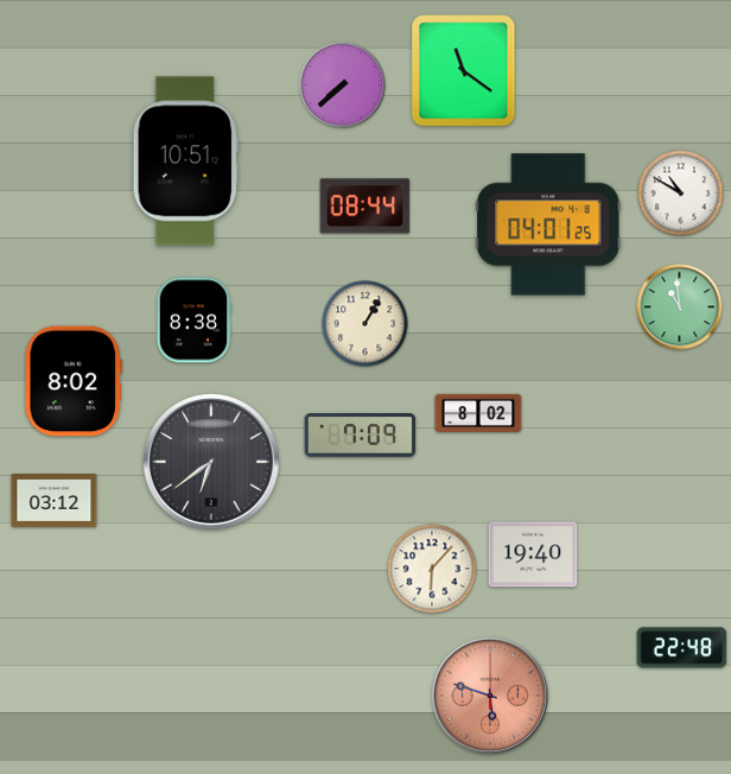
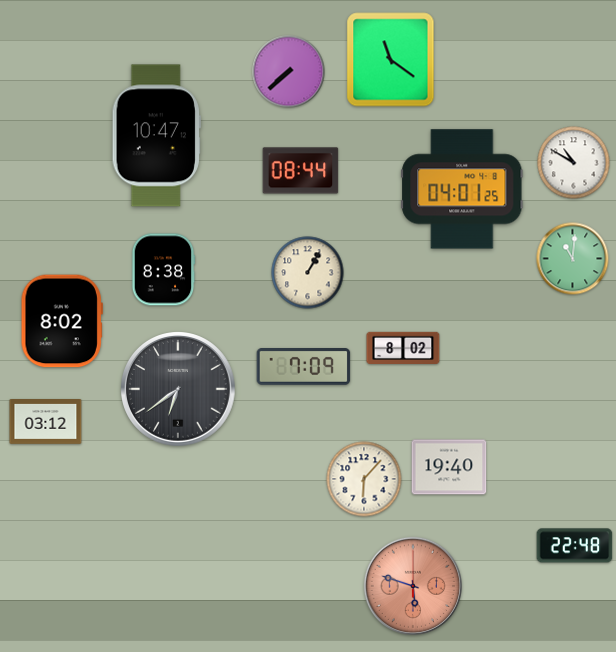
clock at (185, 161): 10:51 -> 10:47
clock at (366, 207) position: (366, 207) -> (301, 171)
clock at (680, 307): 10:59 -> 11:01
